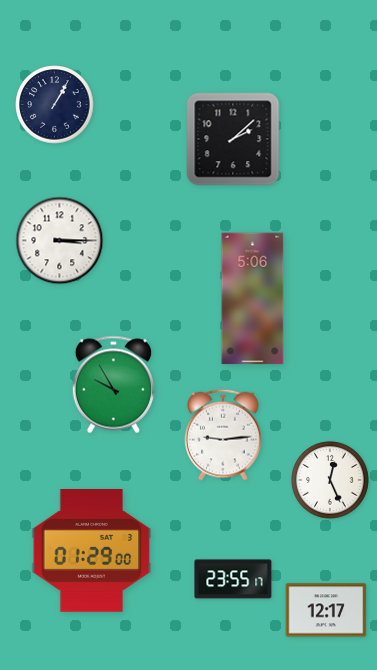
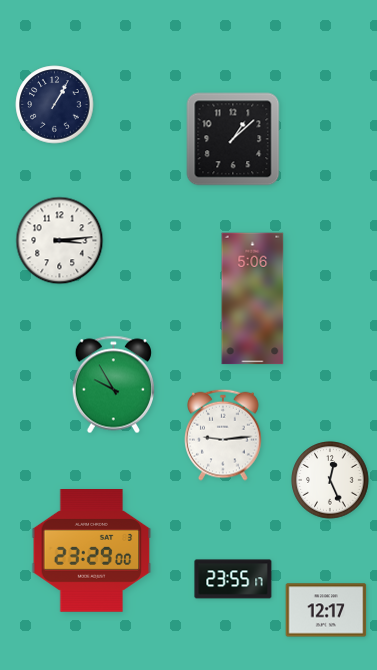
clock at (233, 139): 2:08 -> 1:08
clock at (60, 241): 3:15 -> 3:14
clock at (92, 551): 01:29 -> 23:29
